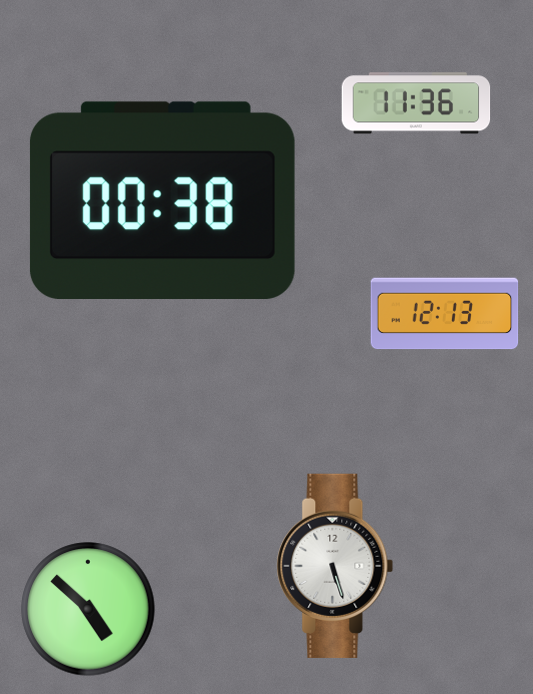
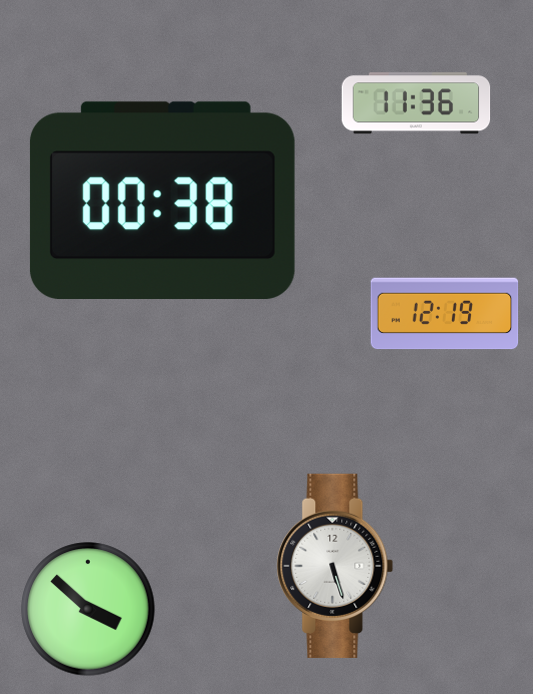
clock at (445, 314): 12:13 -> 12:19
clock at (88, 609): 4:52 -> 3:52
